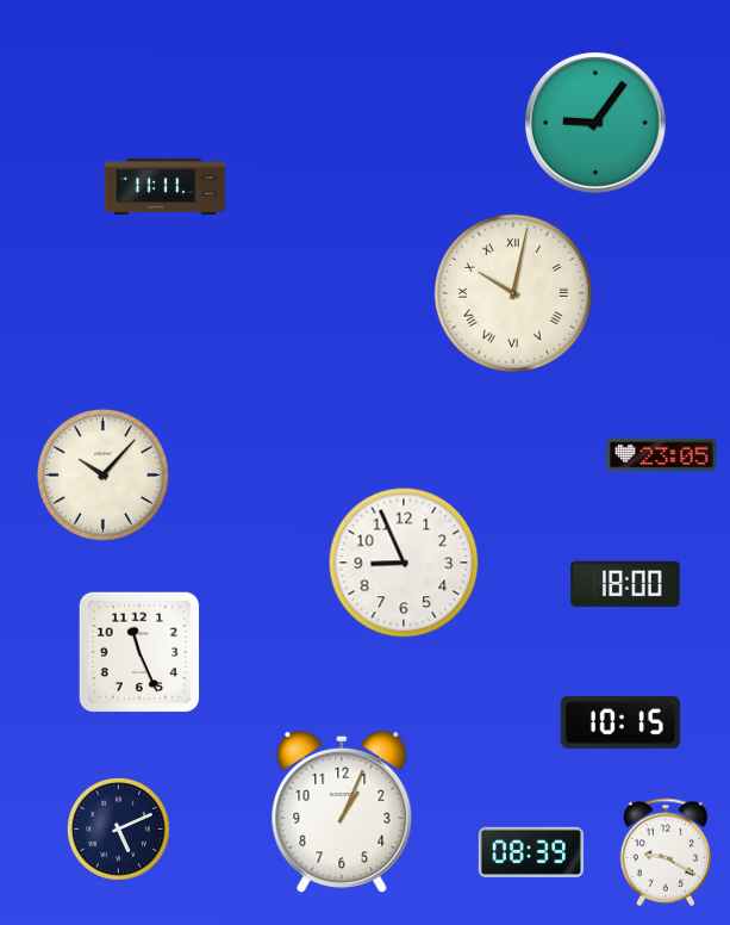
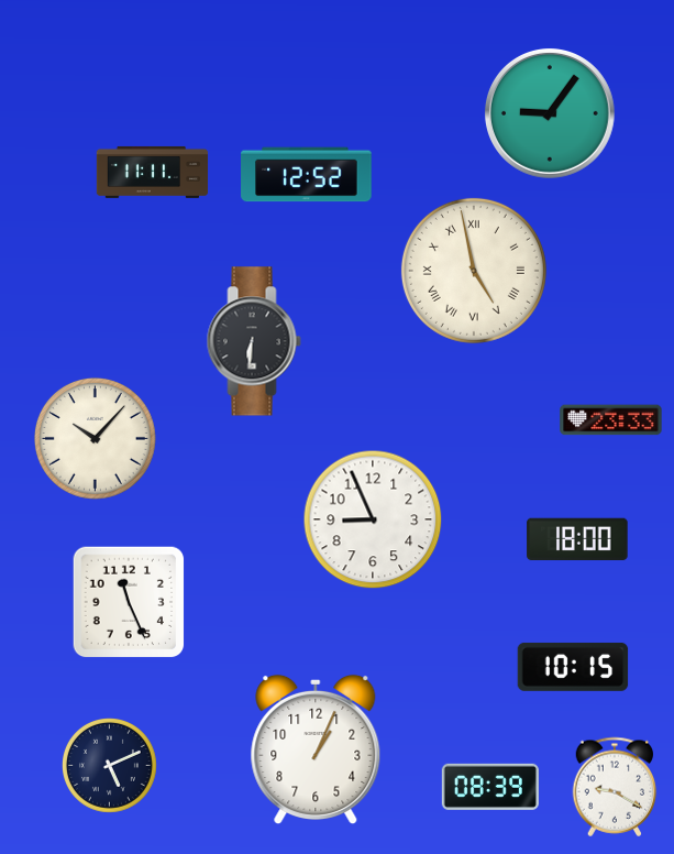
clock at (307, 175): none -> 12:52
clock at (513, 293): 10:02 -> 4:58
clock at (254, 341): none -> 6:31
clock at (662, 455): 23:05 -> 23:33
